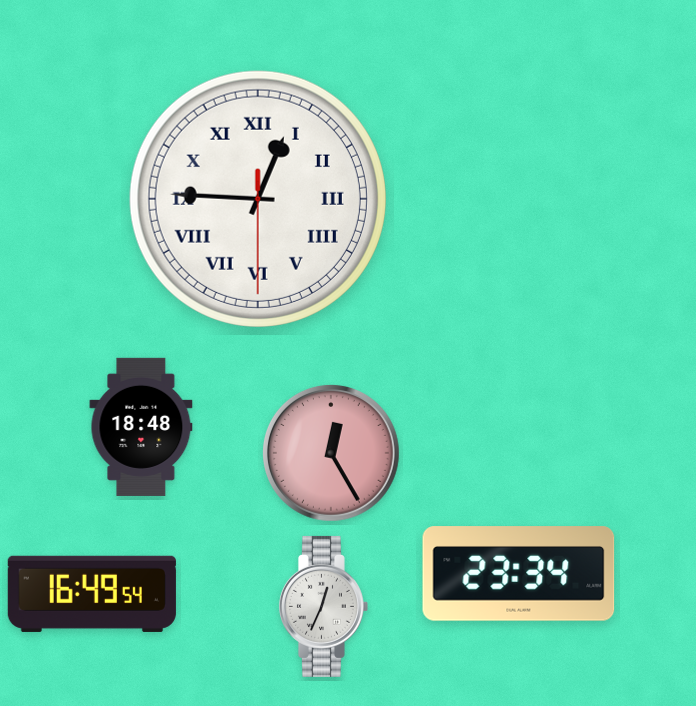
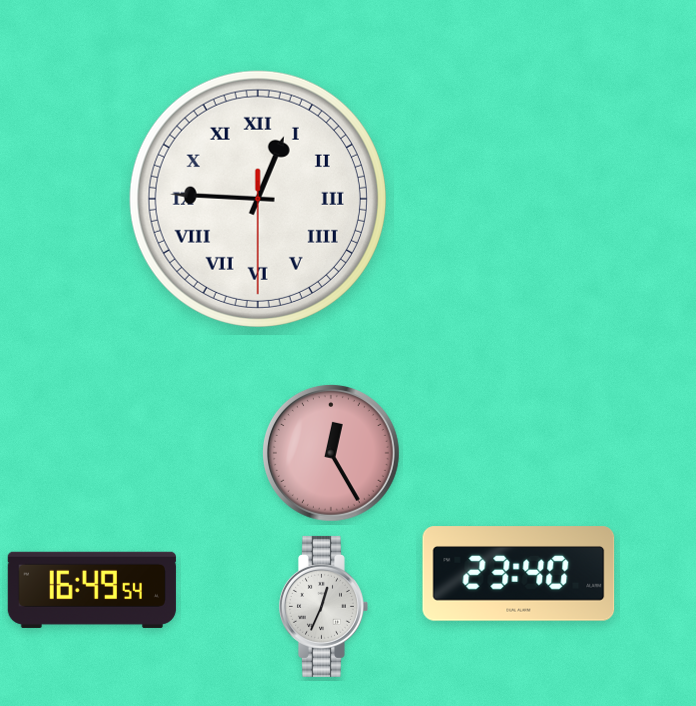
clock at (141, 427): 18:48 -> none
clock at (519, 574): 23:34 -> 23:40
clock at (92, 594) position: (92, 594) -> (92, 590)
